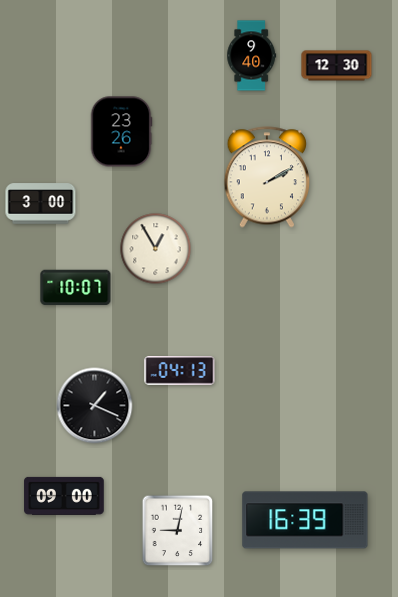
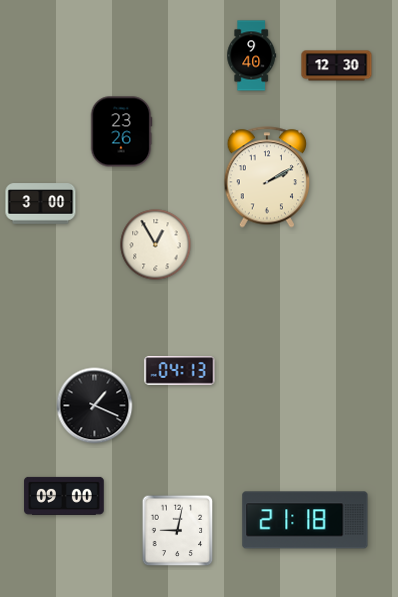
clock at (156, 249) position: (156, 249) -> (156, 245)
clock at (76, 288): 10:07 -> none
clock at (305, 520): 16:39 -> 21:18
